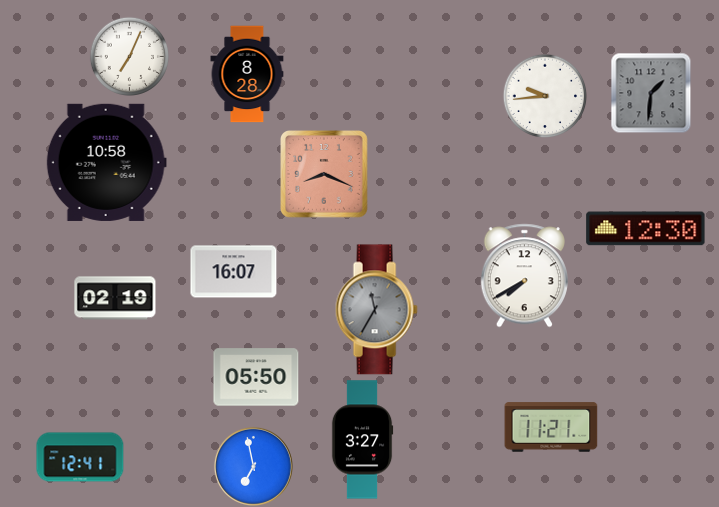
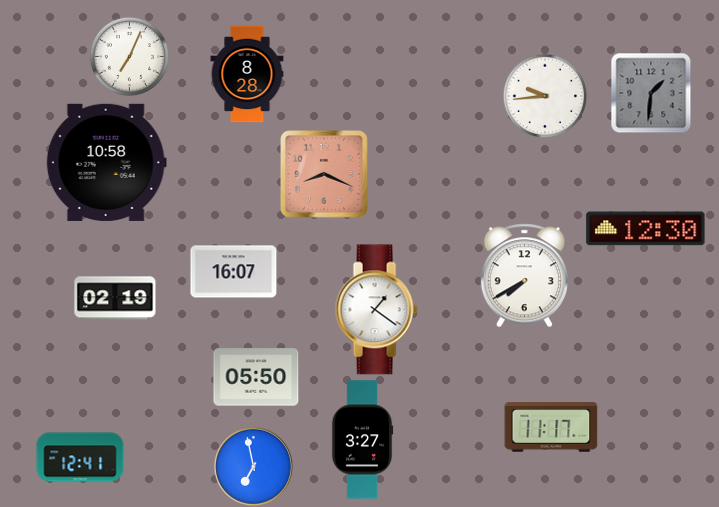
clock at (376, 310): 11:35 -> 1:21
clock at (376, 310) dial: grey -> white
clock at (551, 427): 11:21 -> 11:17
